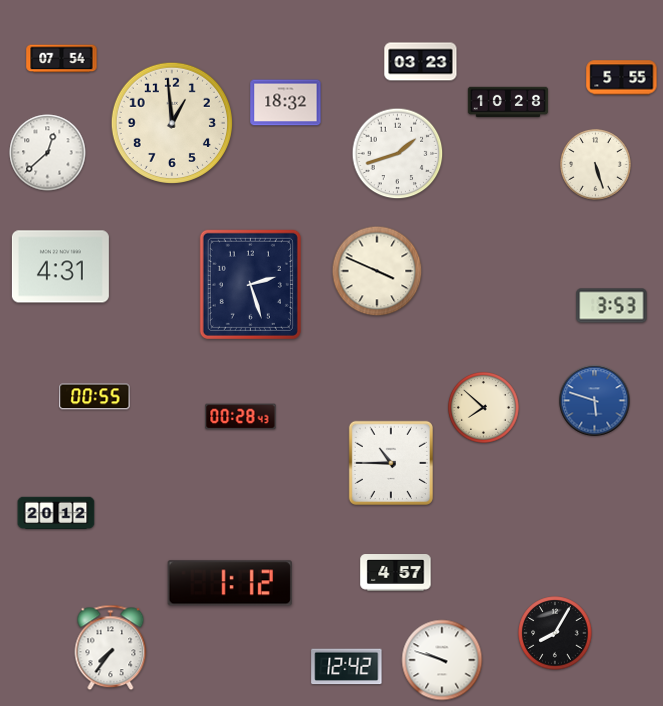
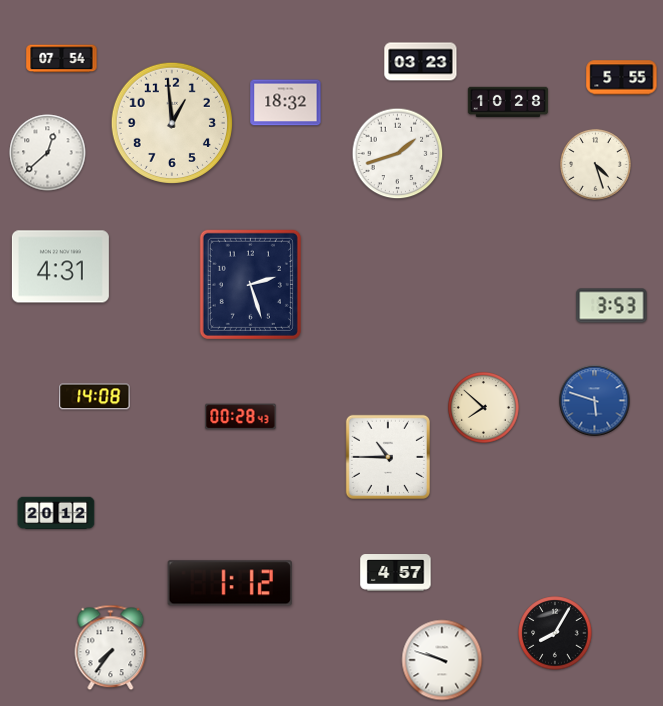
clock at (595, 164): 5:27 -> 4:27
clock at (377, 271): 3:49 -> none
clock at (95, 397): 00:55 -> 14:08
clock at (391, 463) position: (391, 463) -> (388, 457)
clock at (347, 667): 12:42 -> none
